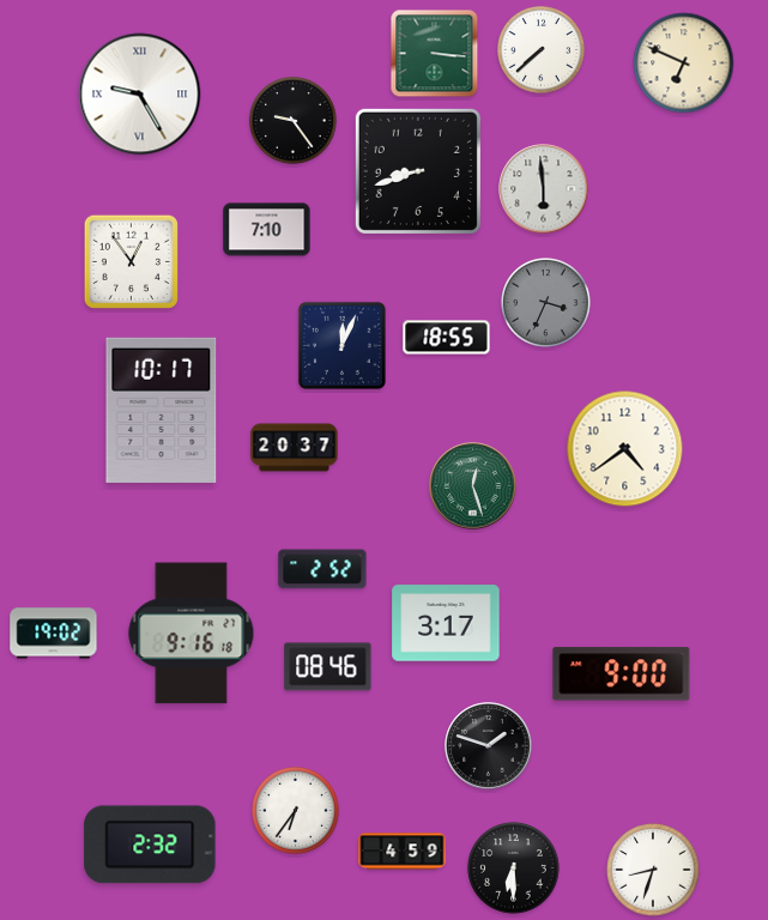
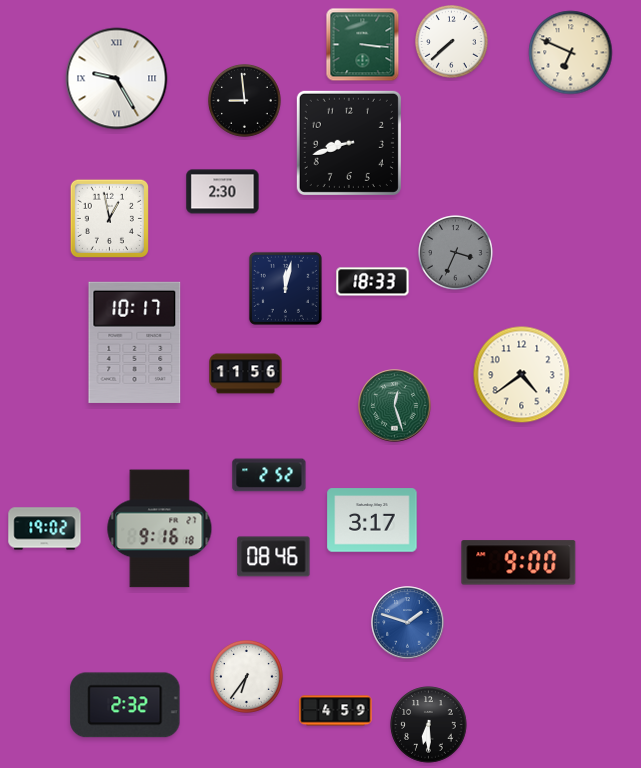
clock at (294, 121): 9:24 -> 8:59
clock at (544, 189): 5:59 -> none
clock at (267, 230): 7:10 -> 2:30
clock at (131, 261): 12:54 -> 12:58
clock at (447, 338): 18:55 -> 18:33
clock at (341, 345): 12:04 -> 12:02
clock at (295, 448): 20:37 -> 11:56
clock at (489, 746) dial: black -> blue
clock at (653, 870): 8:33 -> none
